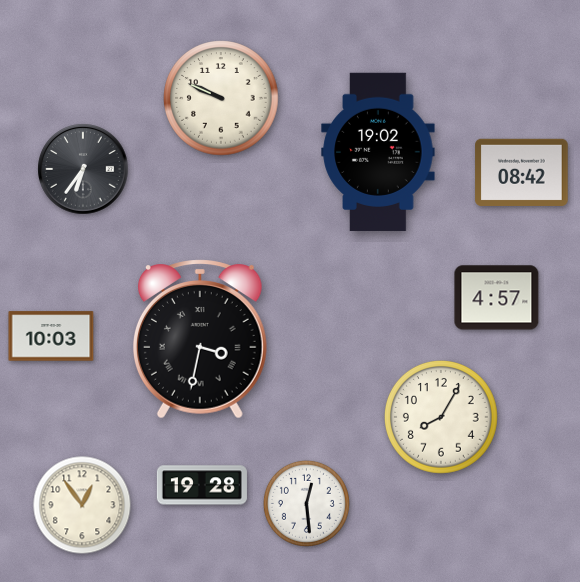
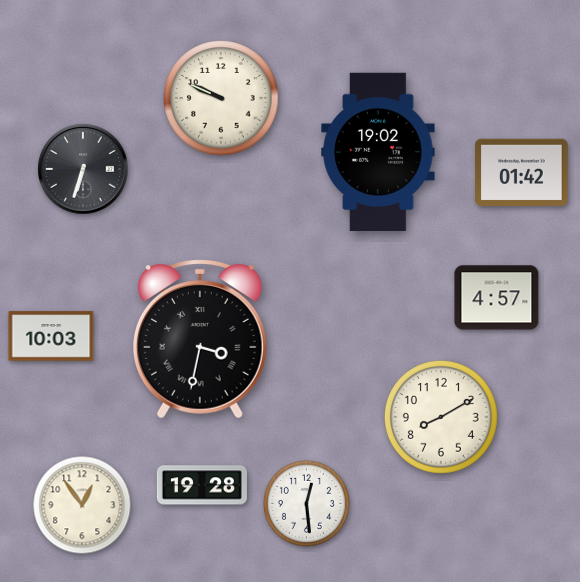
clock at (83, 169): 6:36 -> 6:33
clock at (522, 172): 08:42 -> 01:42
clock at (442, 418): 8:05 -> 8:10
